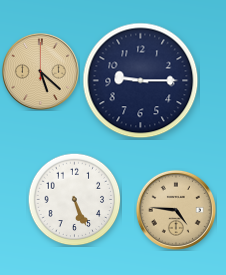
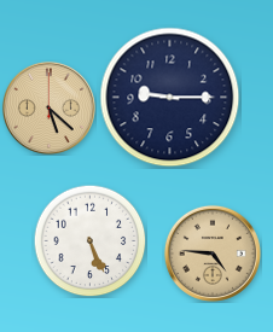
clock at (40, 71) position: (40, 71) -> (48, 107)
